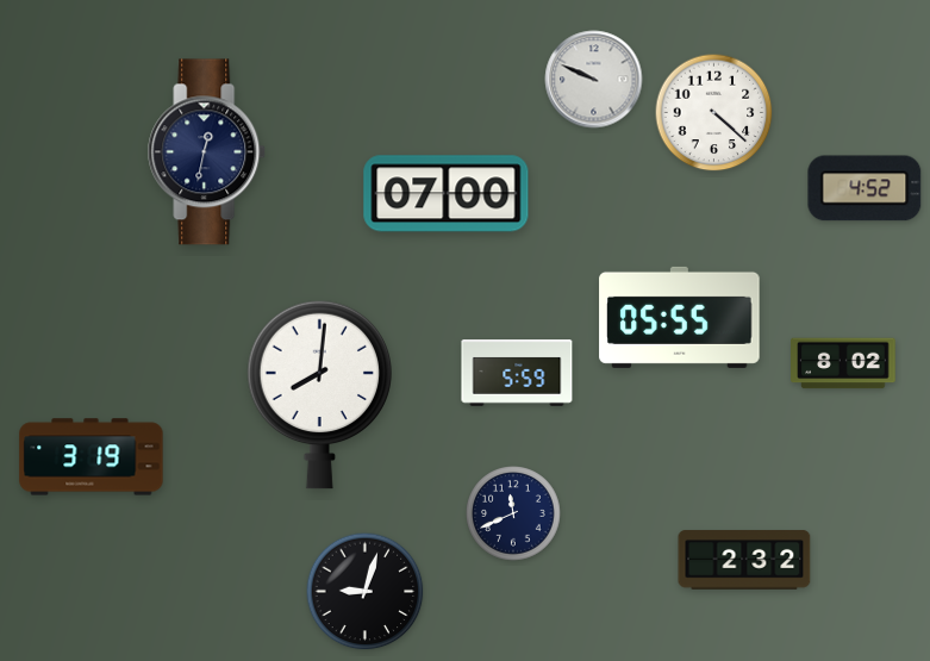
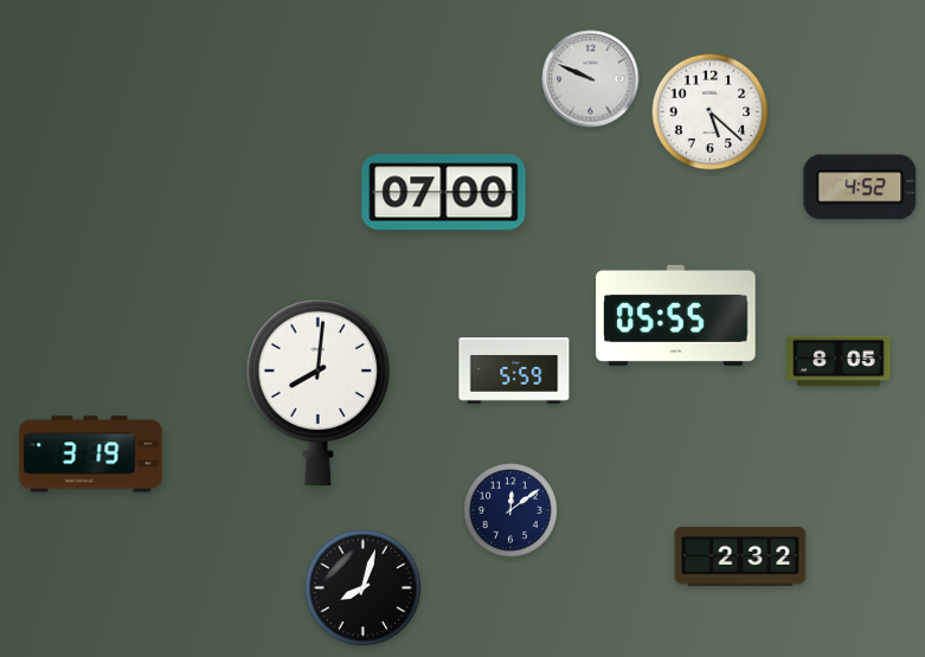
clock at (714, 113): 4:22 -> 5:22
clock at (207, 152): 12:32 -> none
clock at (843, 363): 8:02 -> 8:05
clock at (513, 513): 11:41 -> 12:09
clock at (366, 592): 9:03 -> 8:03
